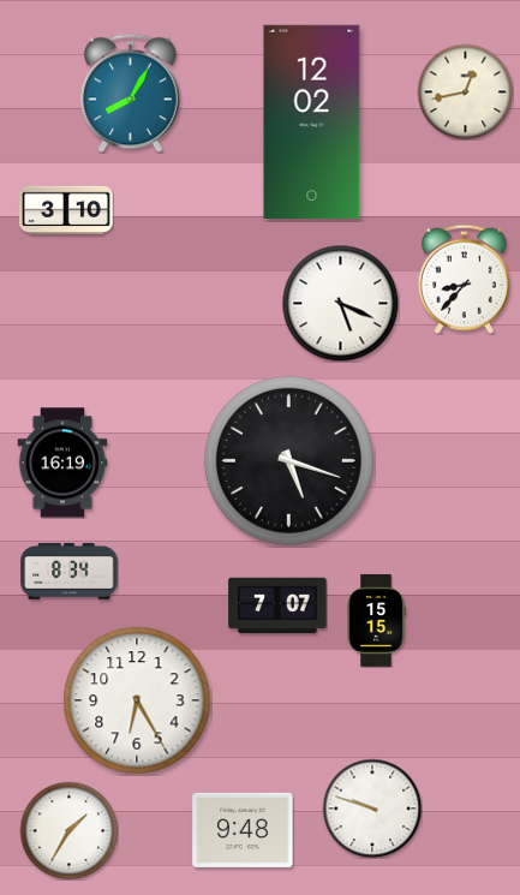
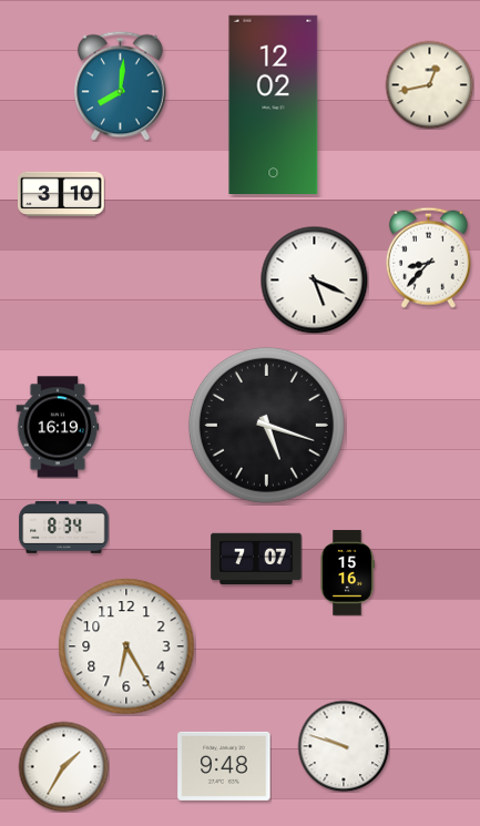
clock at (131, 93): 8:05 -> 8:01
clock at (312, 121) position: (312, 121) -> (274, 104)
clock at (376, 621): 15:15 -> 15:16
